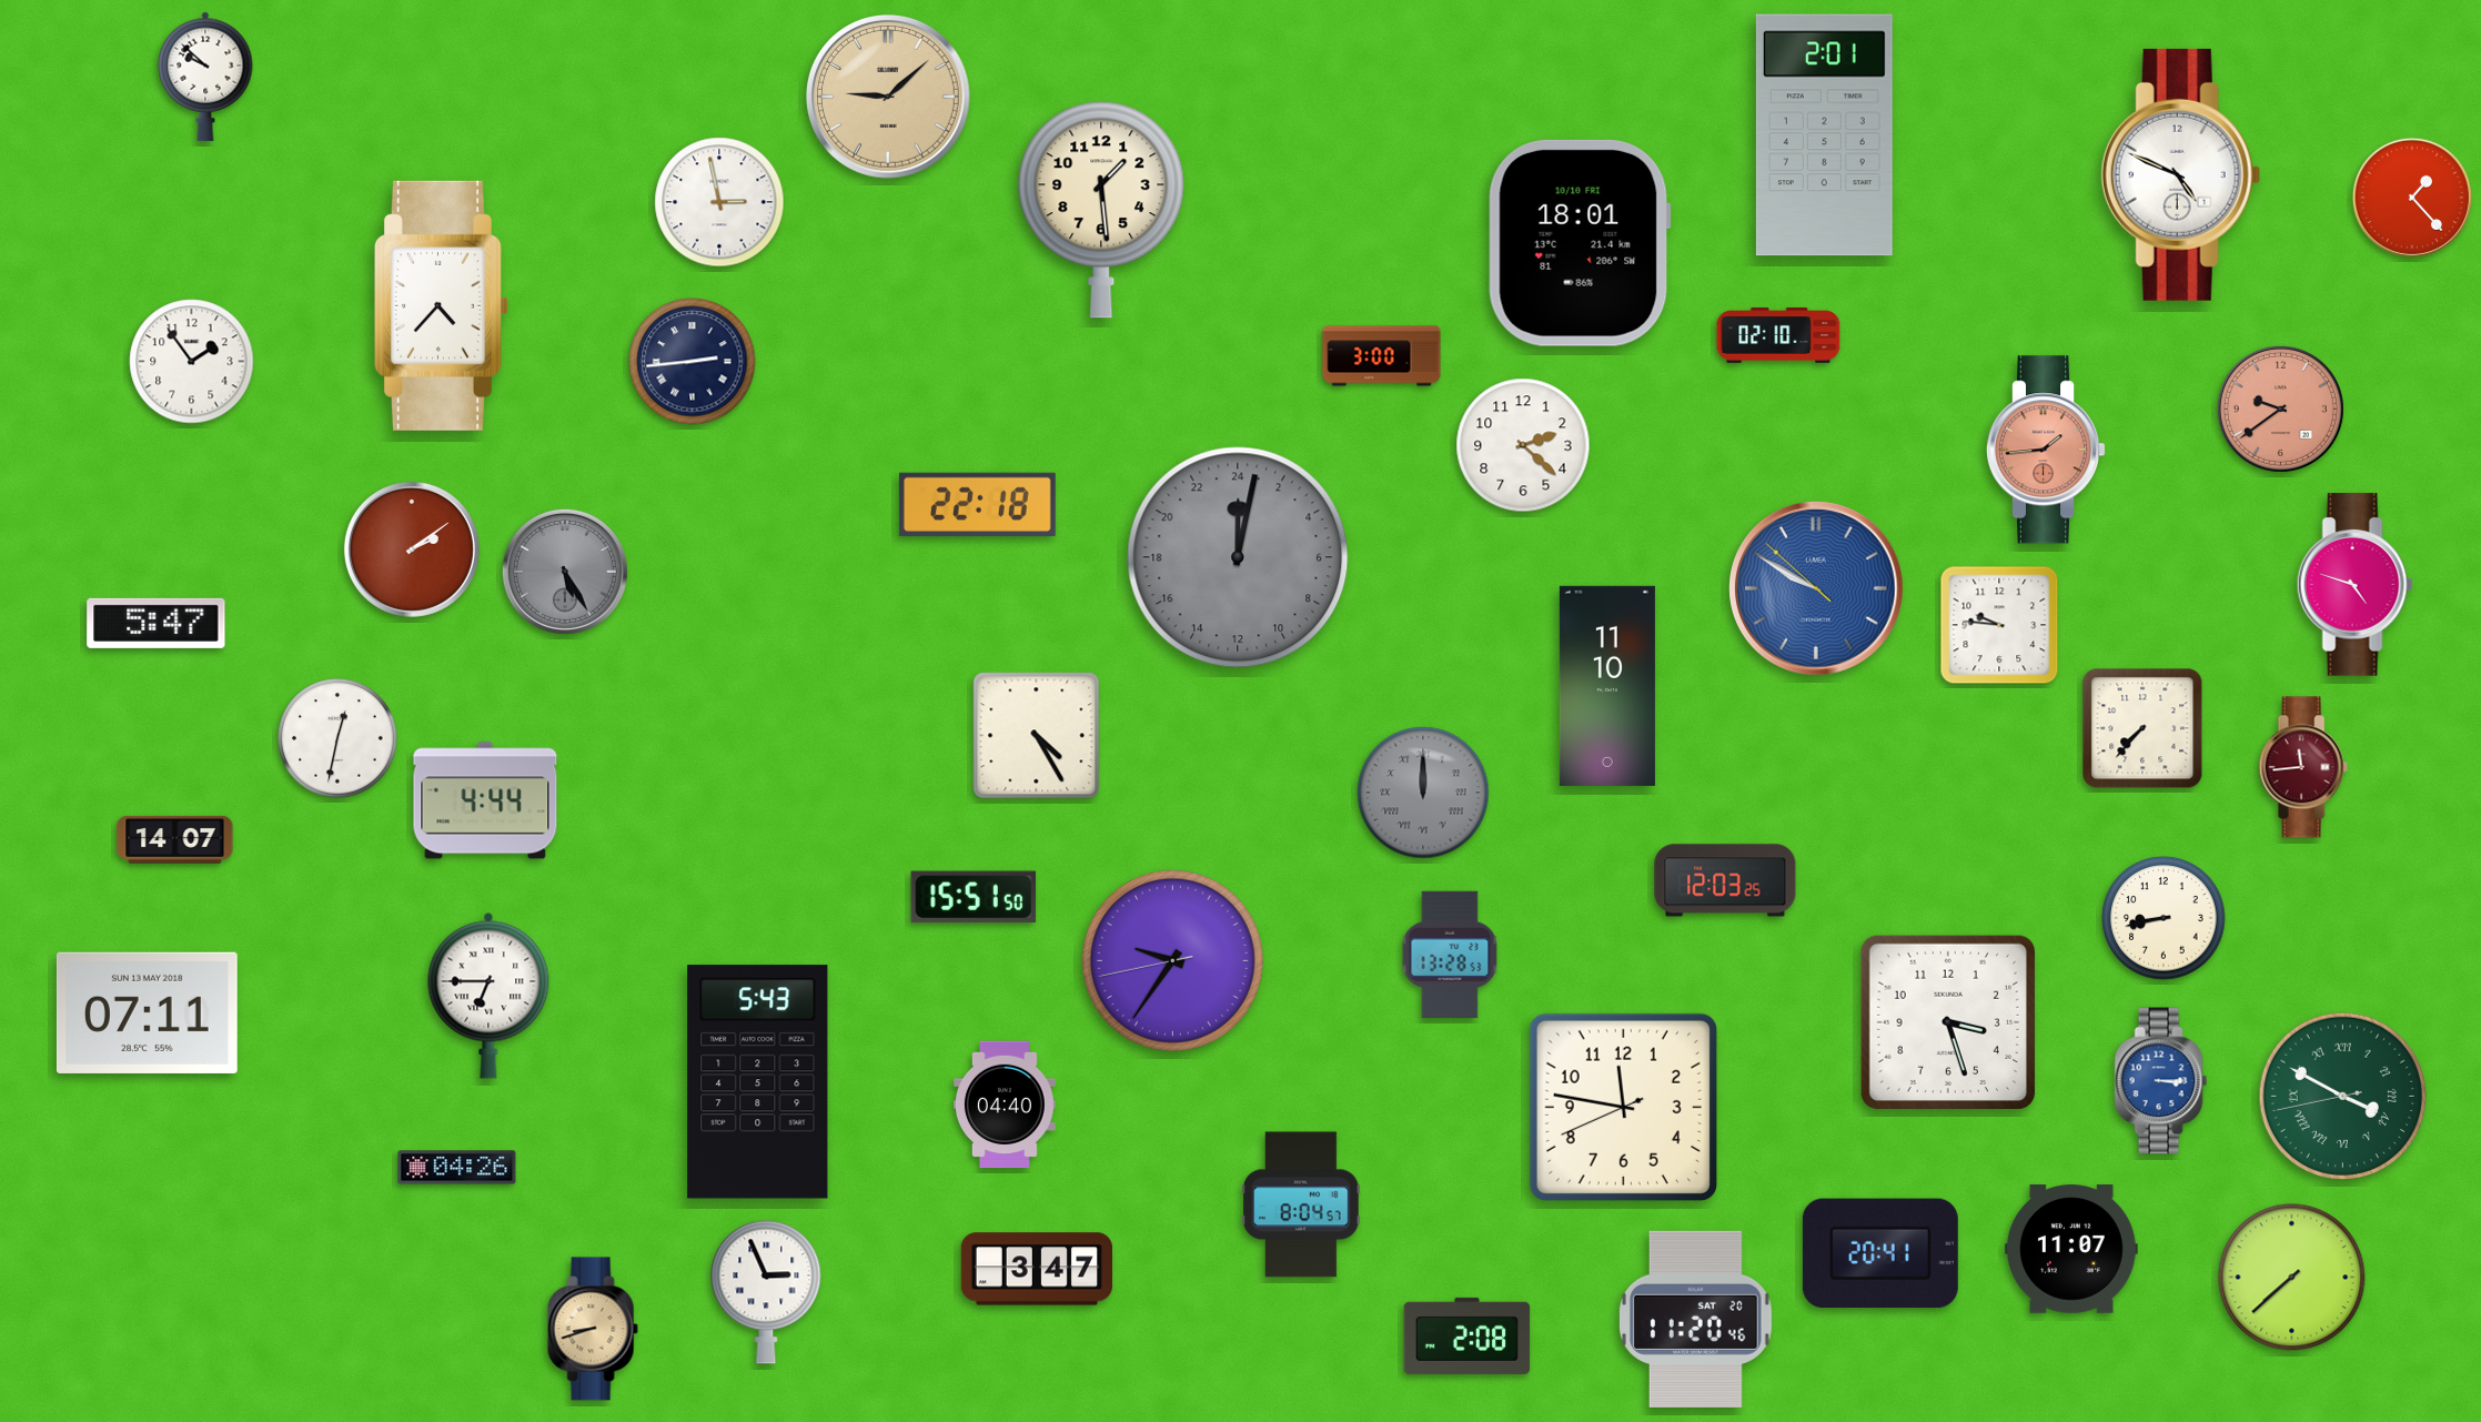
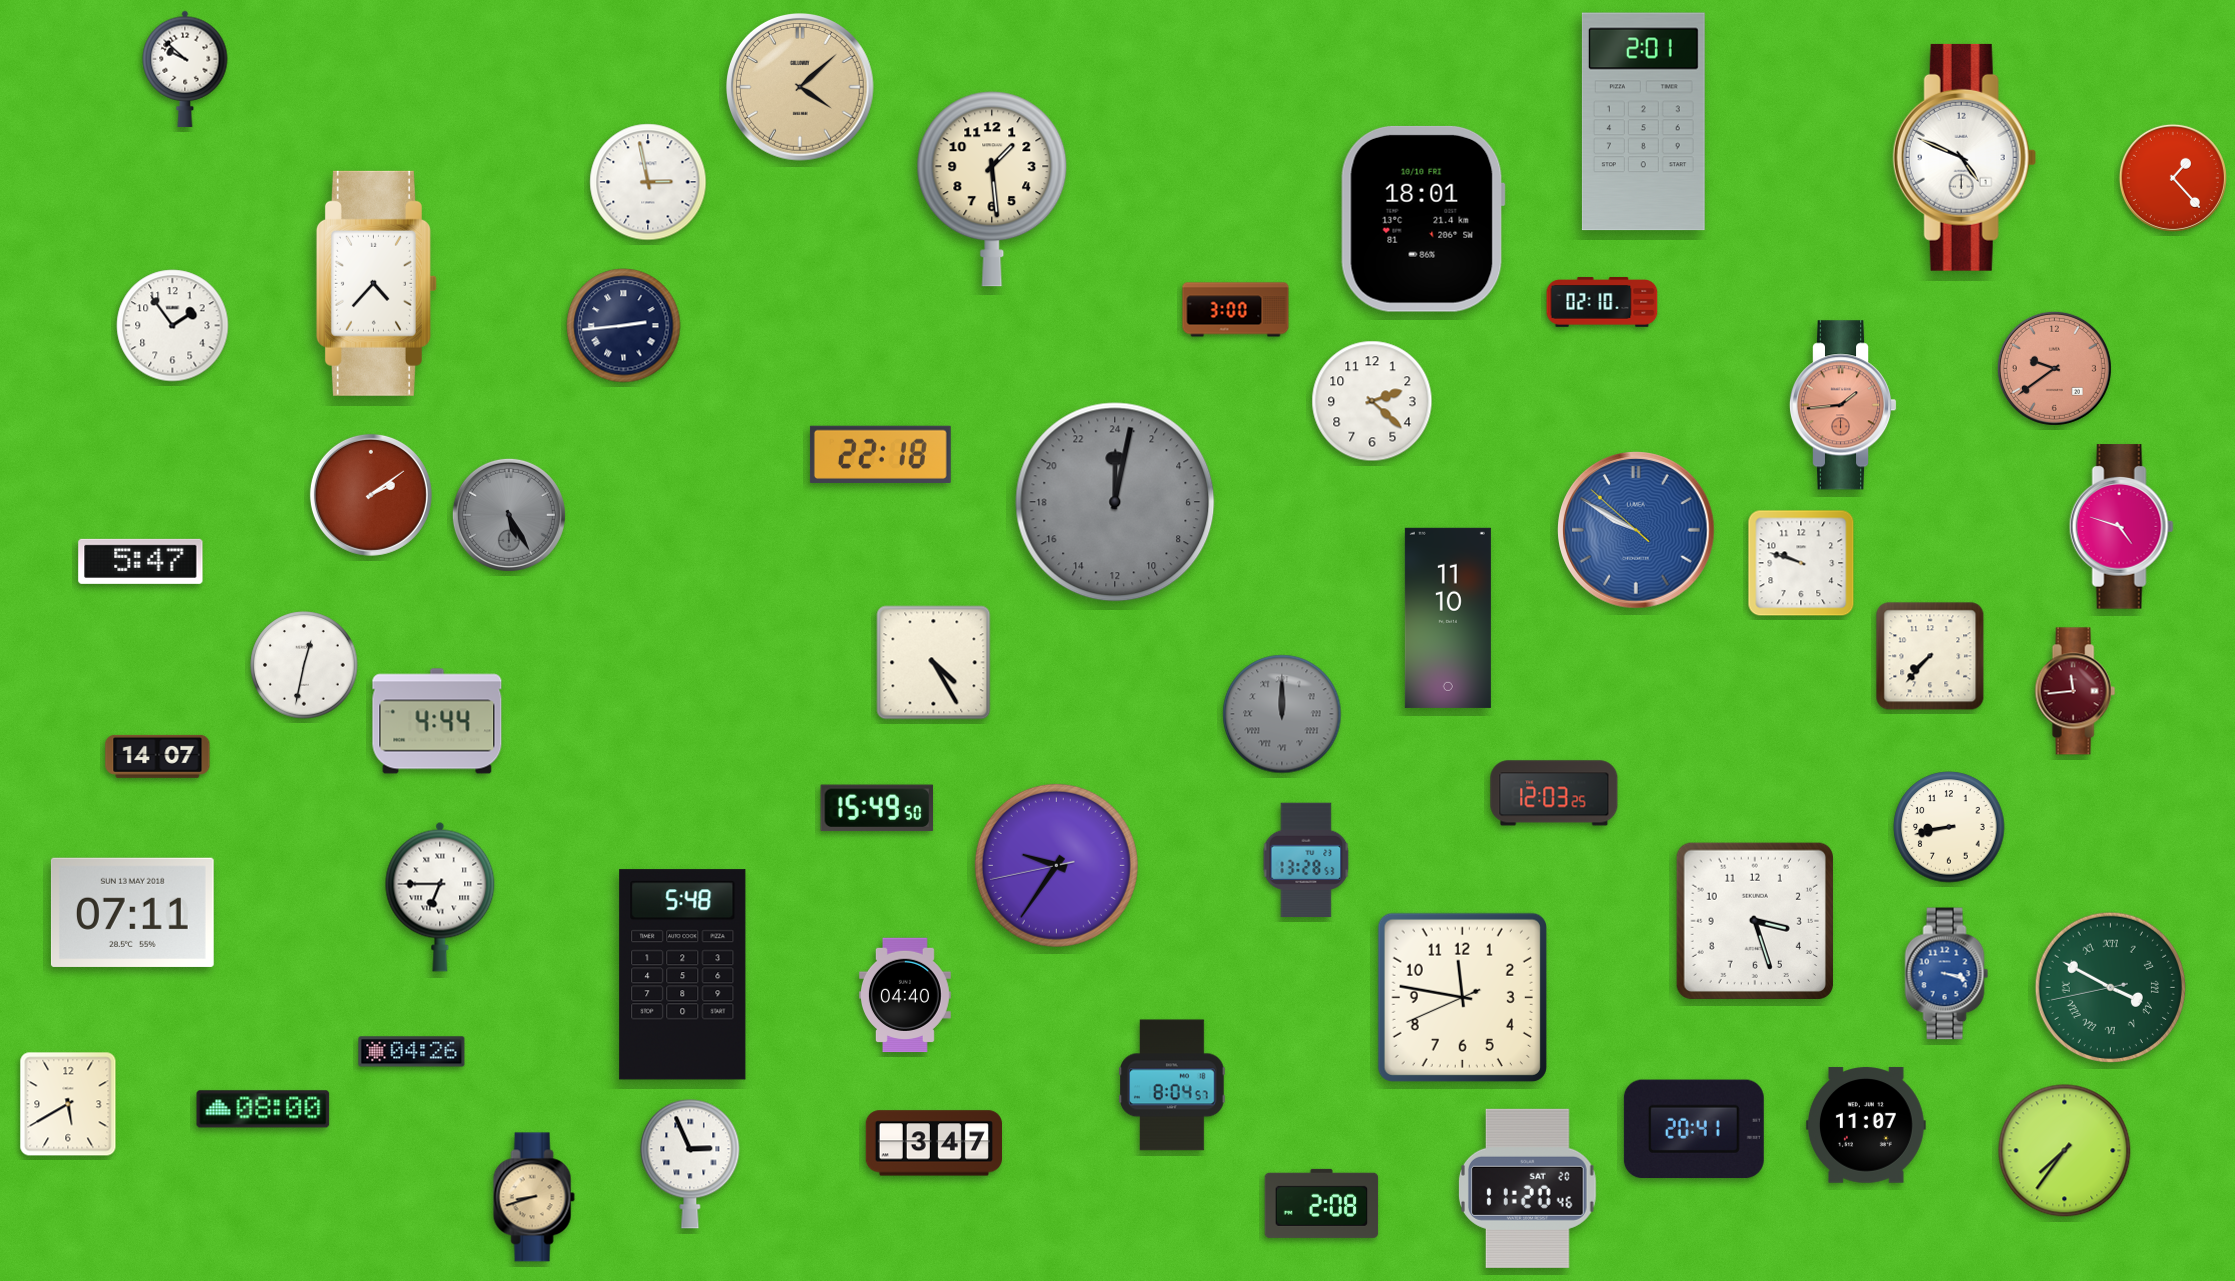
clock at (889, 98): 9:08 -> 4:08
clock at (441, 305) position: (441, 305) -> (376, 283)
clock at (1382, 356) position: (1382, 356) -> (1236, 310)
clock at (1999, 625): 9:46 -> 9:48
clock at (974, 897): 15:51 -> 15:49
clock at (2161, 1081): 3:15 -> 3:18
clock at (758, 1082): 5:43 -> 5:48
clock at (68, 1104): none -> 5:40
clock at (263, 1109): none -> 08:00
clock at (2292, 1278): 7:38 -> 7:36
